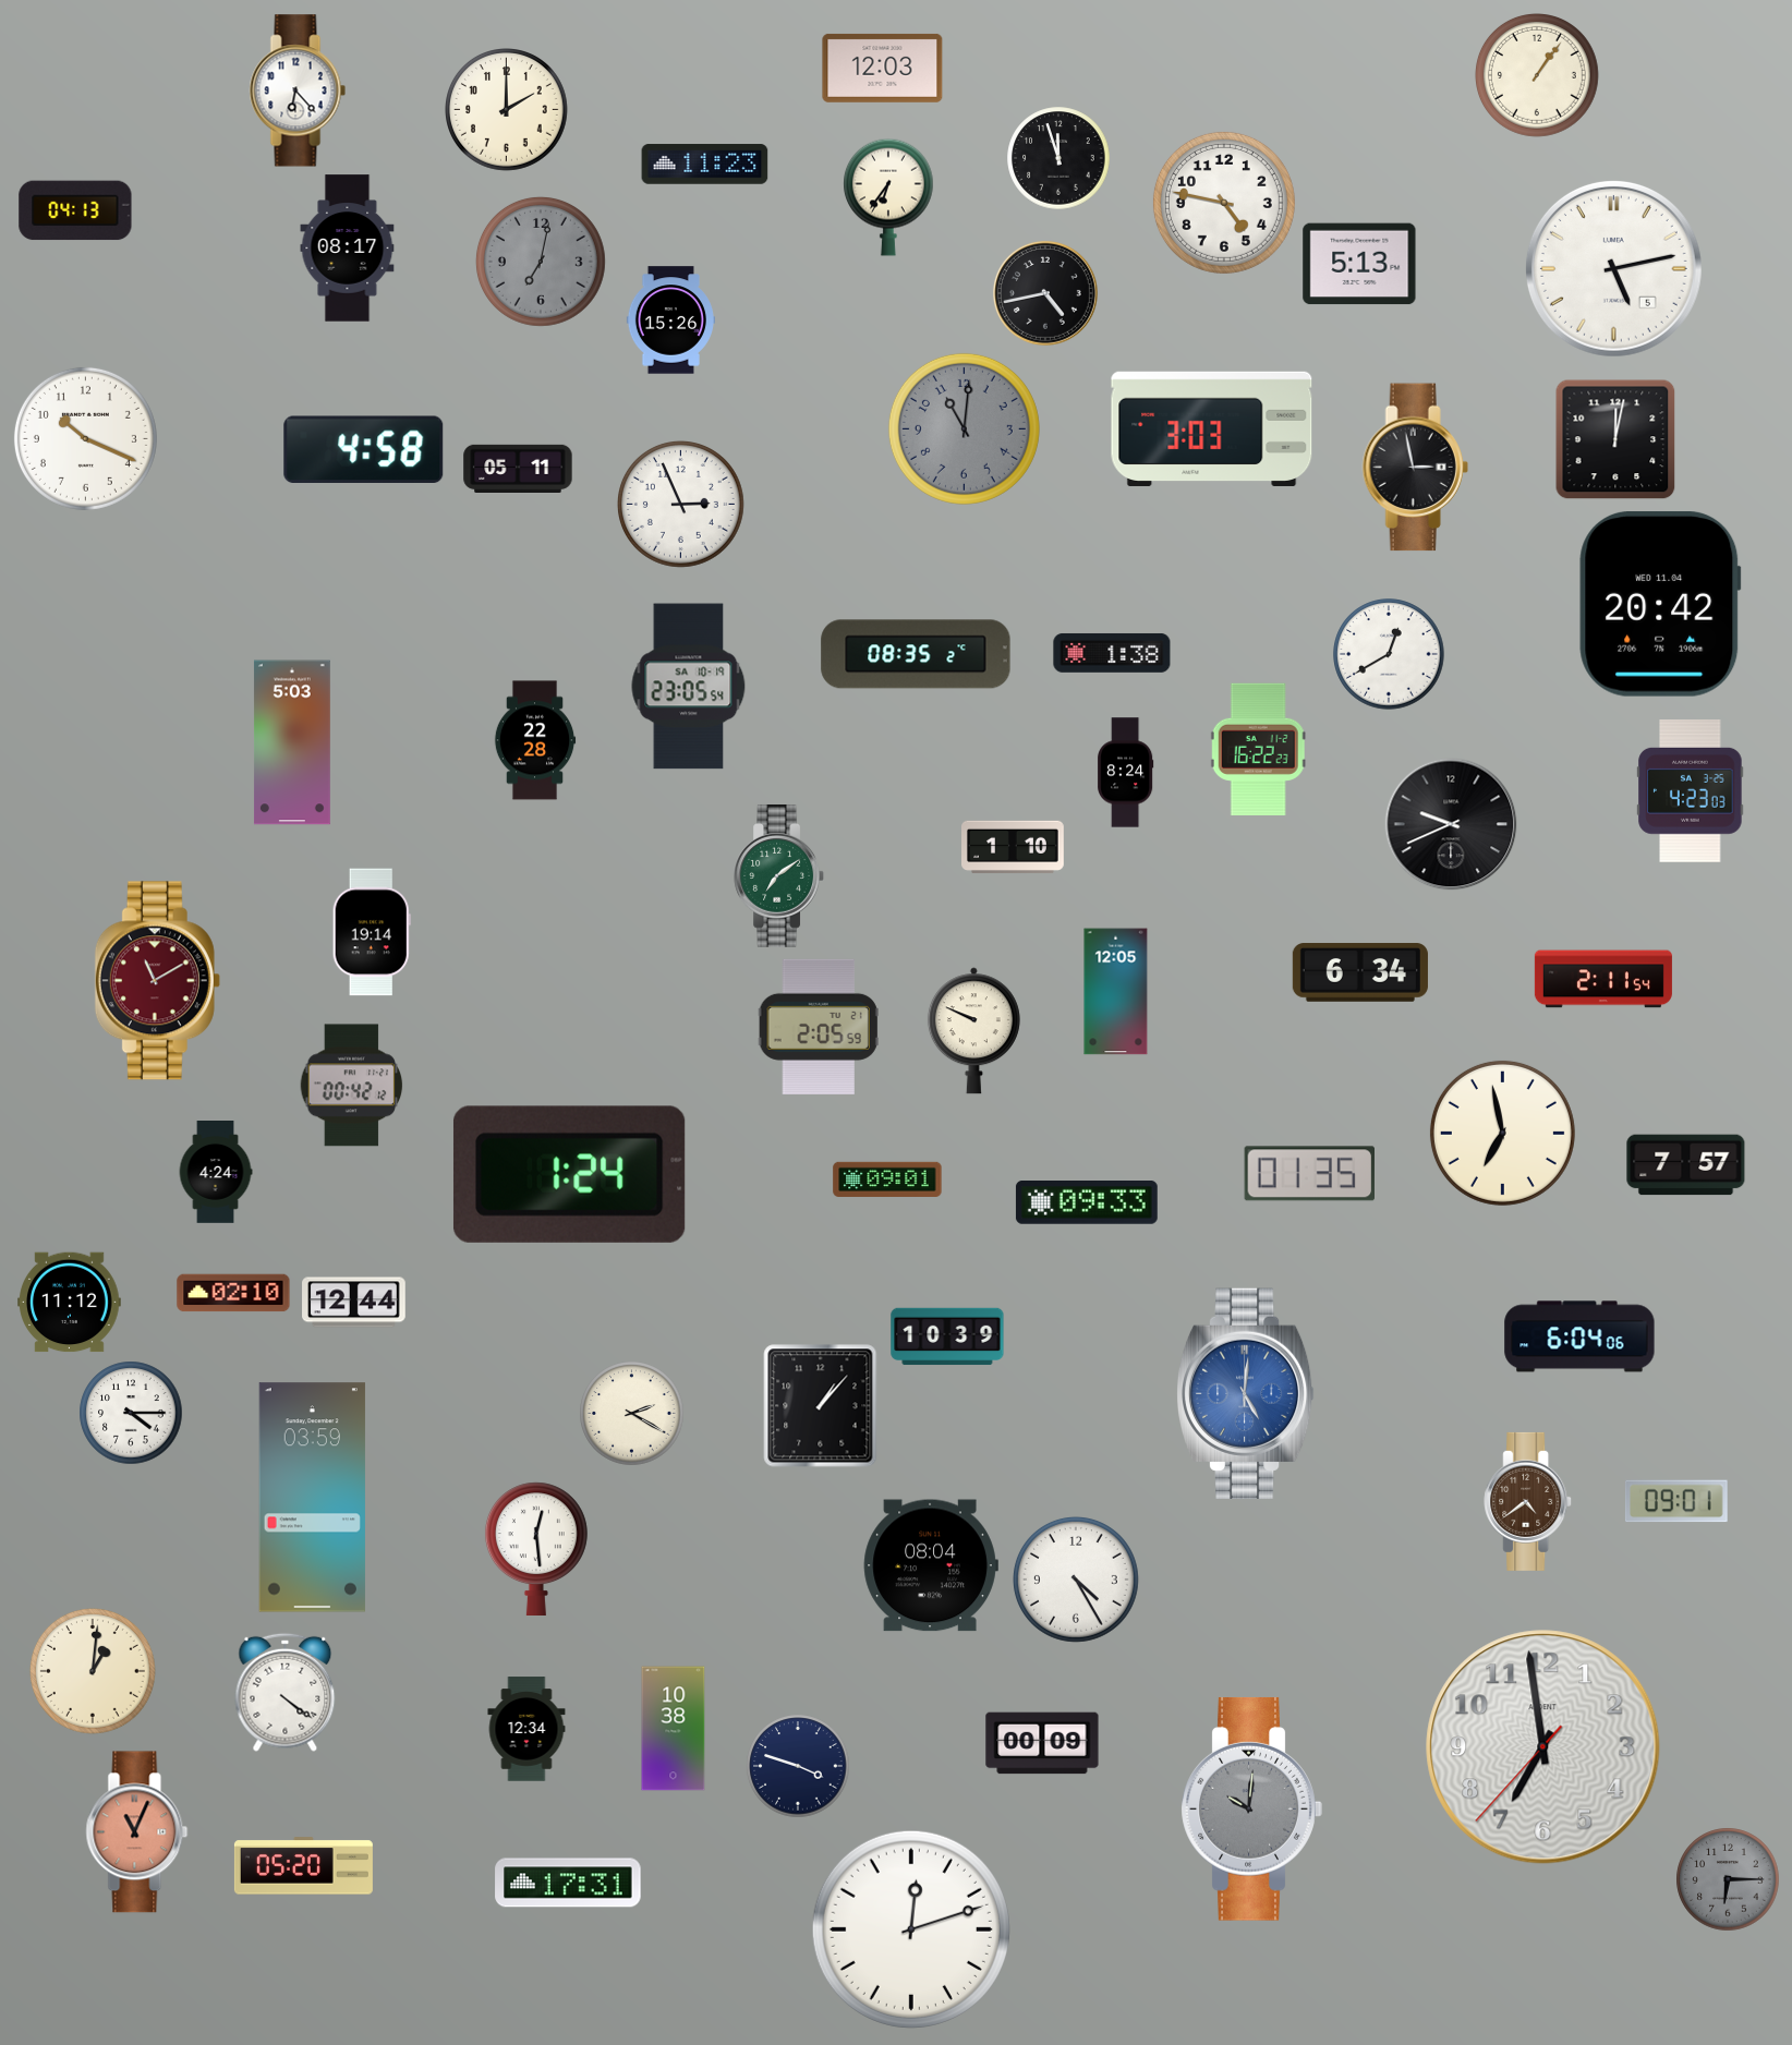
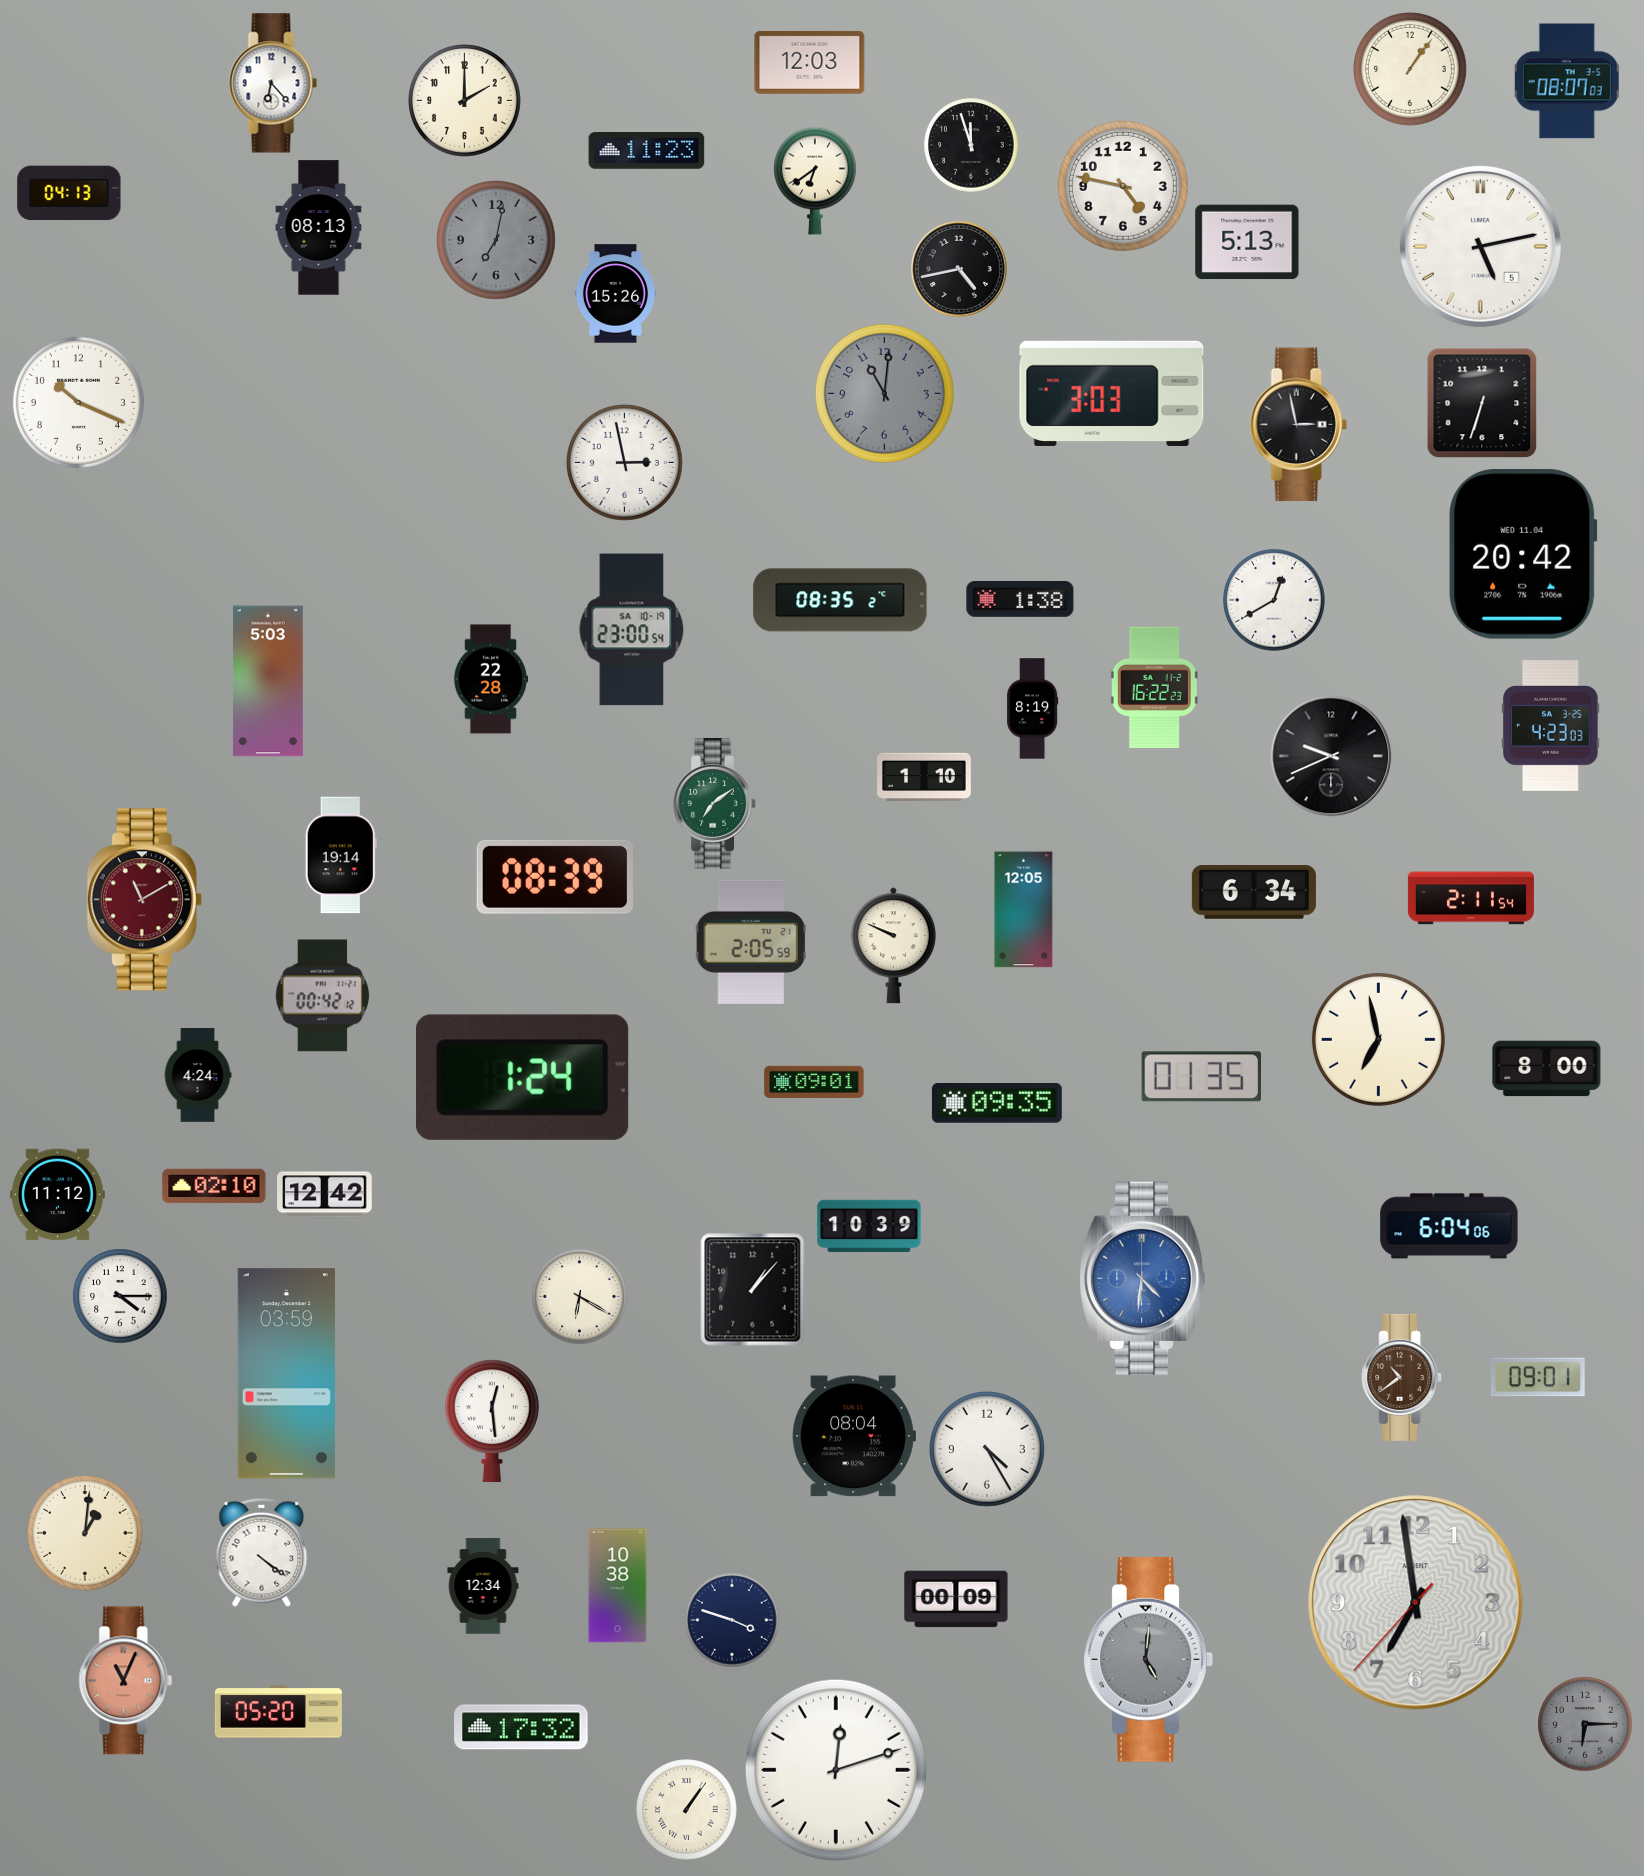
clock at (1567, 81): none -> 08:07
clock at (889, 197): 6:36 -> 6:39
clock at (348, 249): 08:17 -> 08:13
clock at (1615, 439): 12:02 -> 6:33
clock at (364, 449): 4:58 -> none
clock at (518, 468): 05:11 -> none
clock at (1415, 468) position: (1415, 468) -> (1298, 425)
clock at (680, 504): 2:56 -> 2:58
clock at (689, 687): 23:05 -> 23:00
clock at (1126, 773): 8:24 -> 8:19
clock at (1013, 847) position: (1013, 847) -> (924, 777)
clock at (555, 877): none -> 08:39
clock at (1360, 972) position: (1360, 972) -> (1254, 892)
clock at (1686, 1165): 7:57 -> 8:00
clock at (1087, 1203): 09:33 -> 09:35
clock at (70, 1303) position: (70, 1303) -> (58, 1195)
clock at (354, 1303): 12:44 -> 12:42
clock at (1245, 1393): 5:01 -> 4:31
clock at (632, 1414): 2:20 -> 6:20
clock at (1528, 1501): 4:39 -> 10:39
clock at (1251, 1808): 10:01 -> 5:01
clock at (568, 1883): 17:31 -> 17:32
clock at (687, 1810): none -> 1:06
